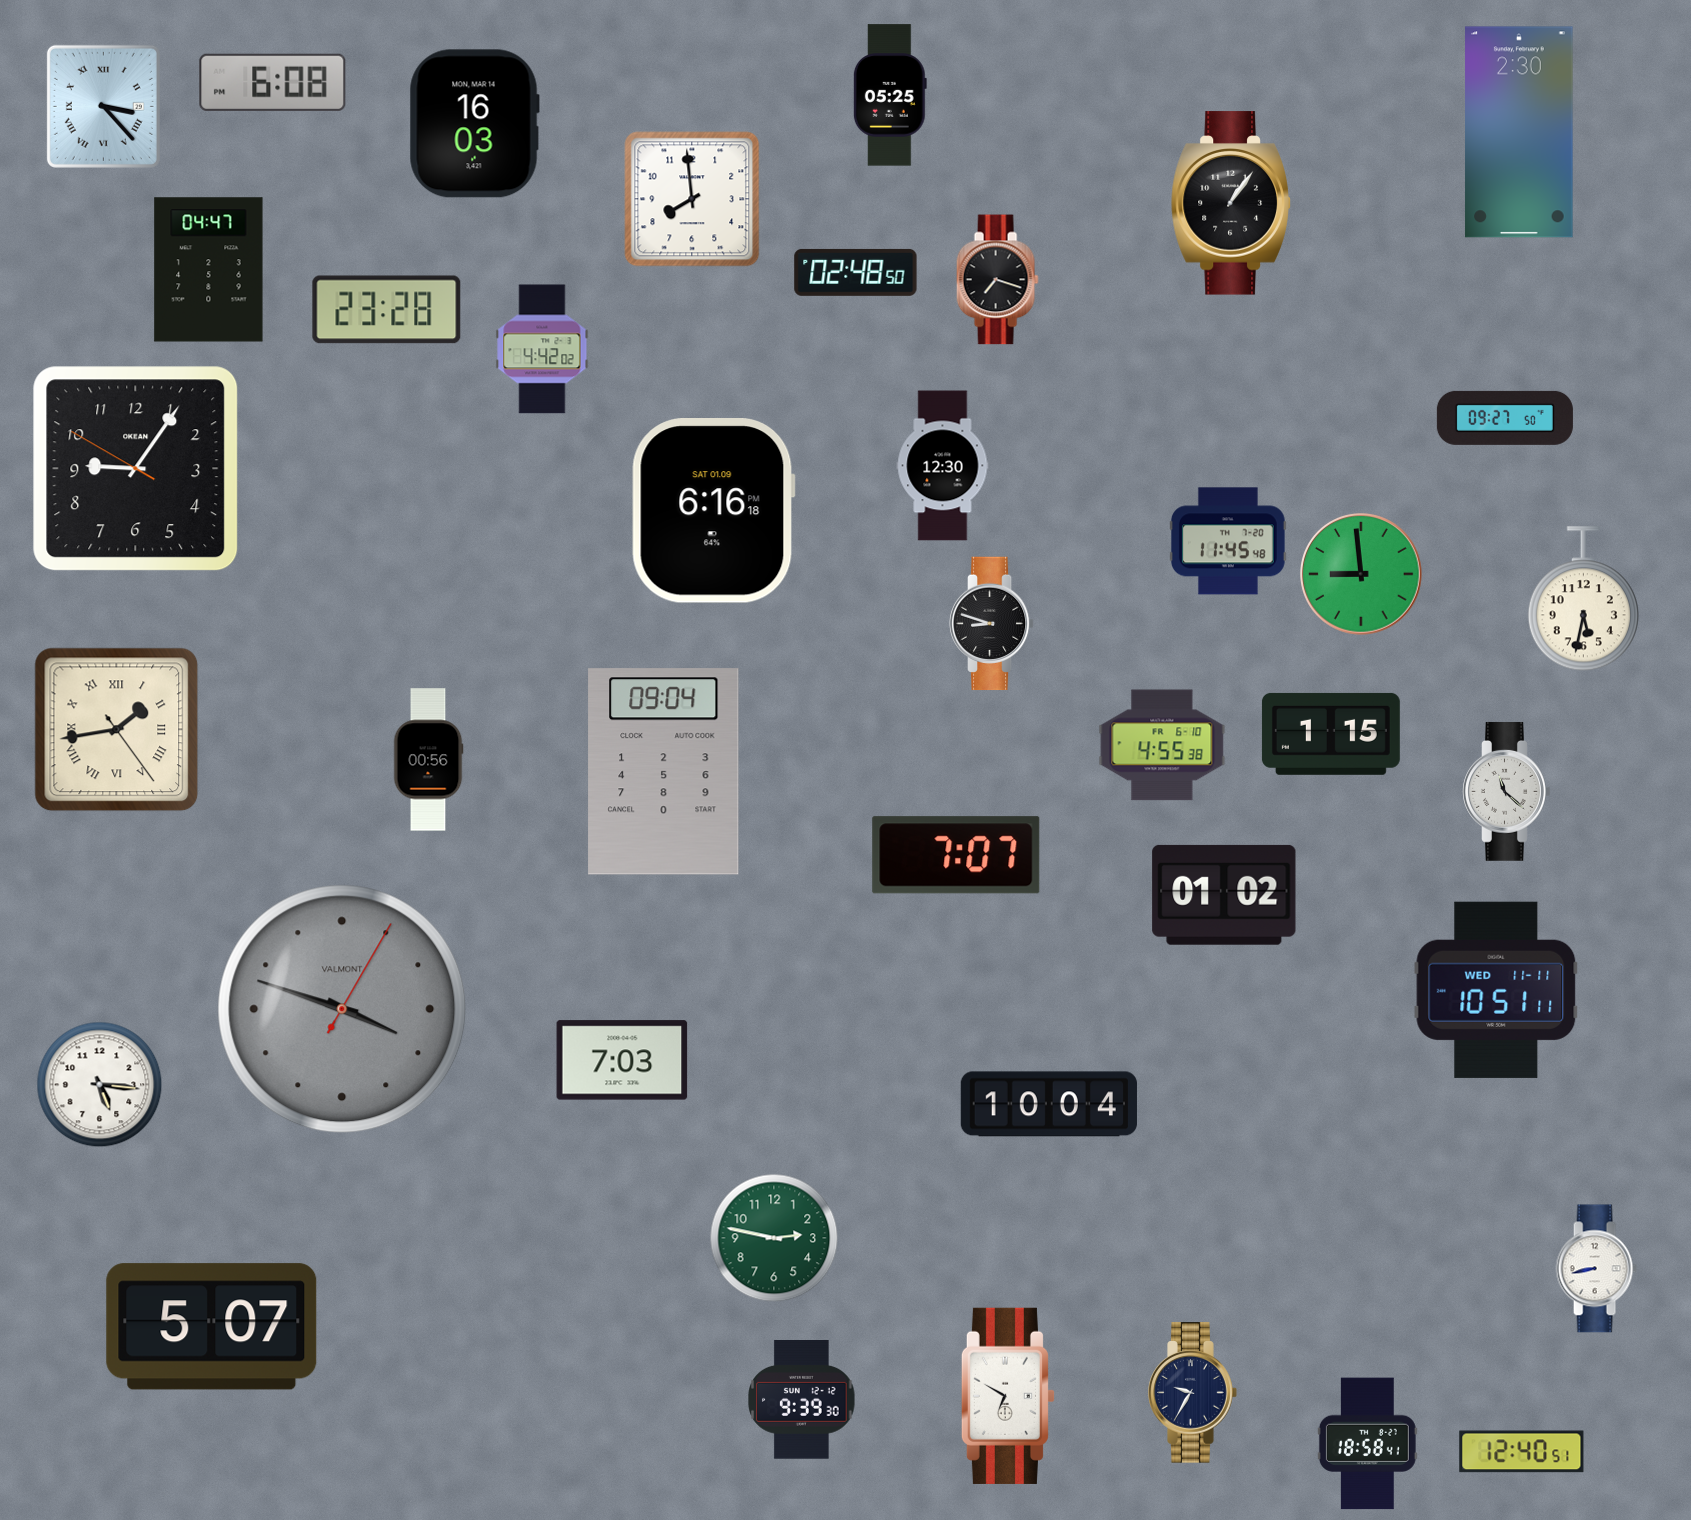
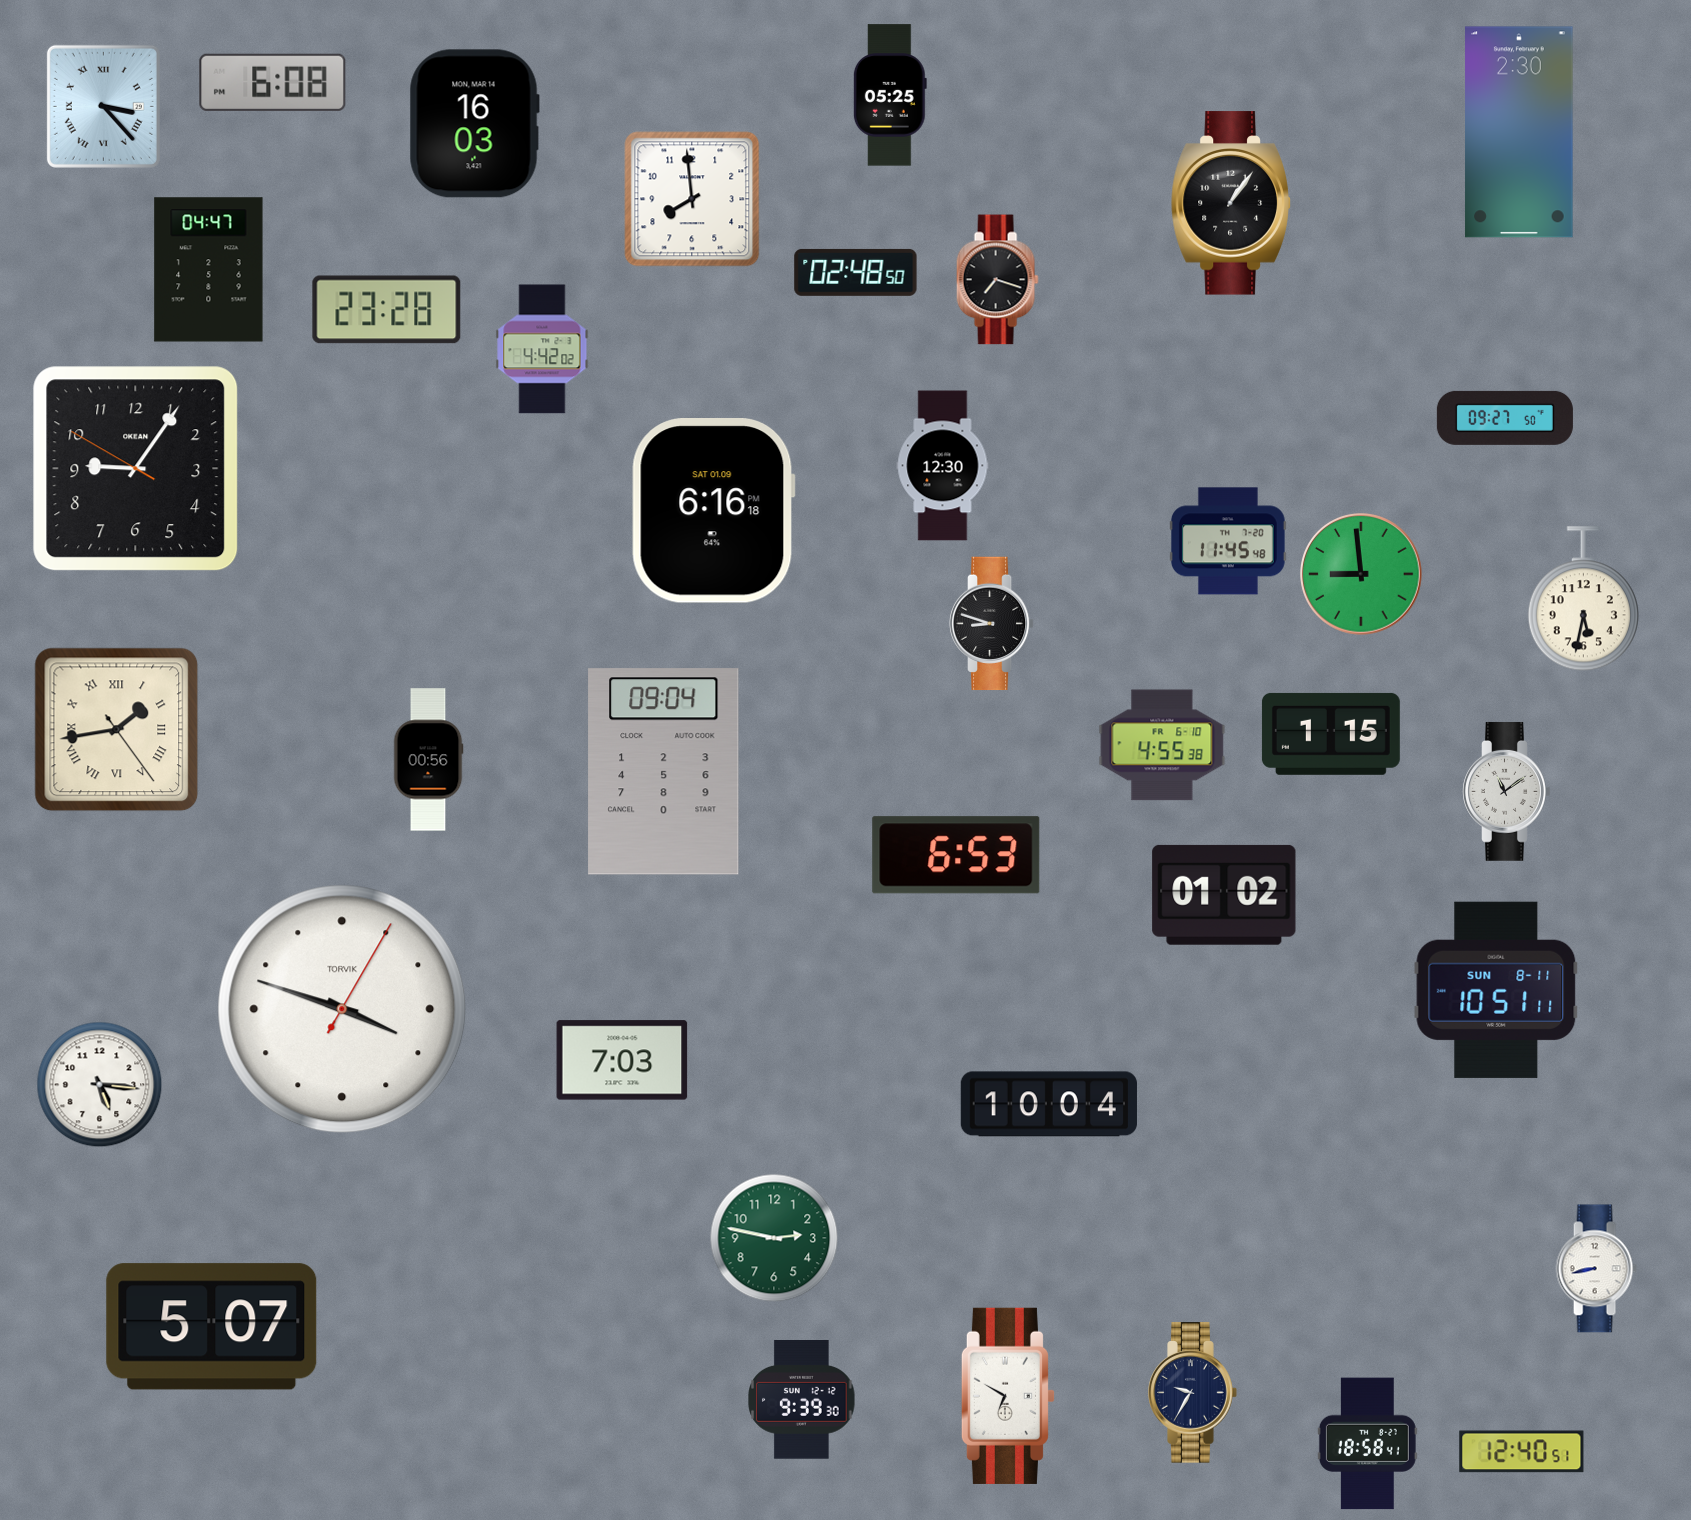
clock at (1507, 791): 11:22 -> 11:09
clock at (956, 855): 7:07 -> 6:53
clock at (1496, 990) date: WED 11-11 -> SUN 8-11
clock at (342, 1009) dial: grey -> white
clock at (342, 1009) brand: VALMONT -> TORVIK
